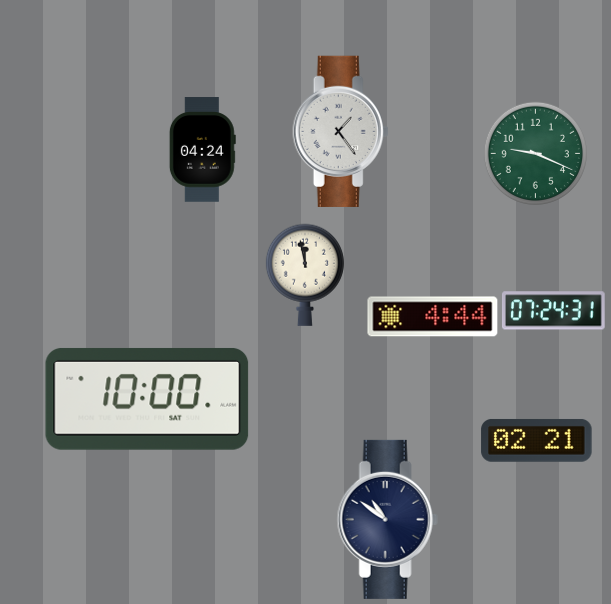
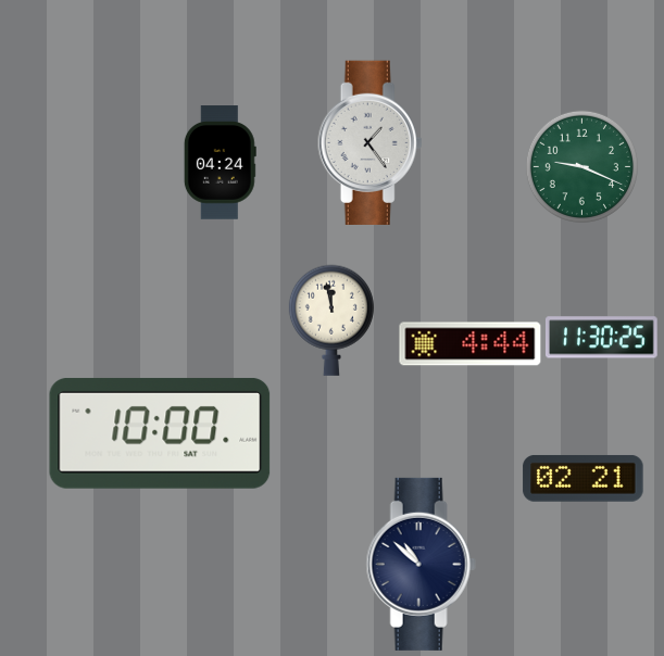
clock at (305, 275) position: (305, 275) -> (331, 320)
clock at (554, 311): 07:24 -> 11:30
clock at (387, 519): 10:51 -> 10:52
